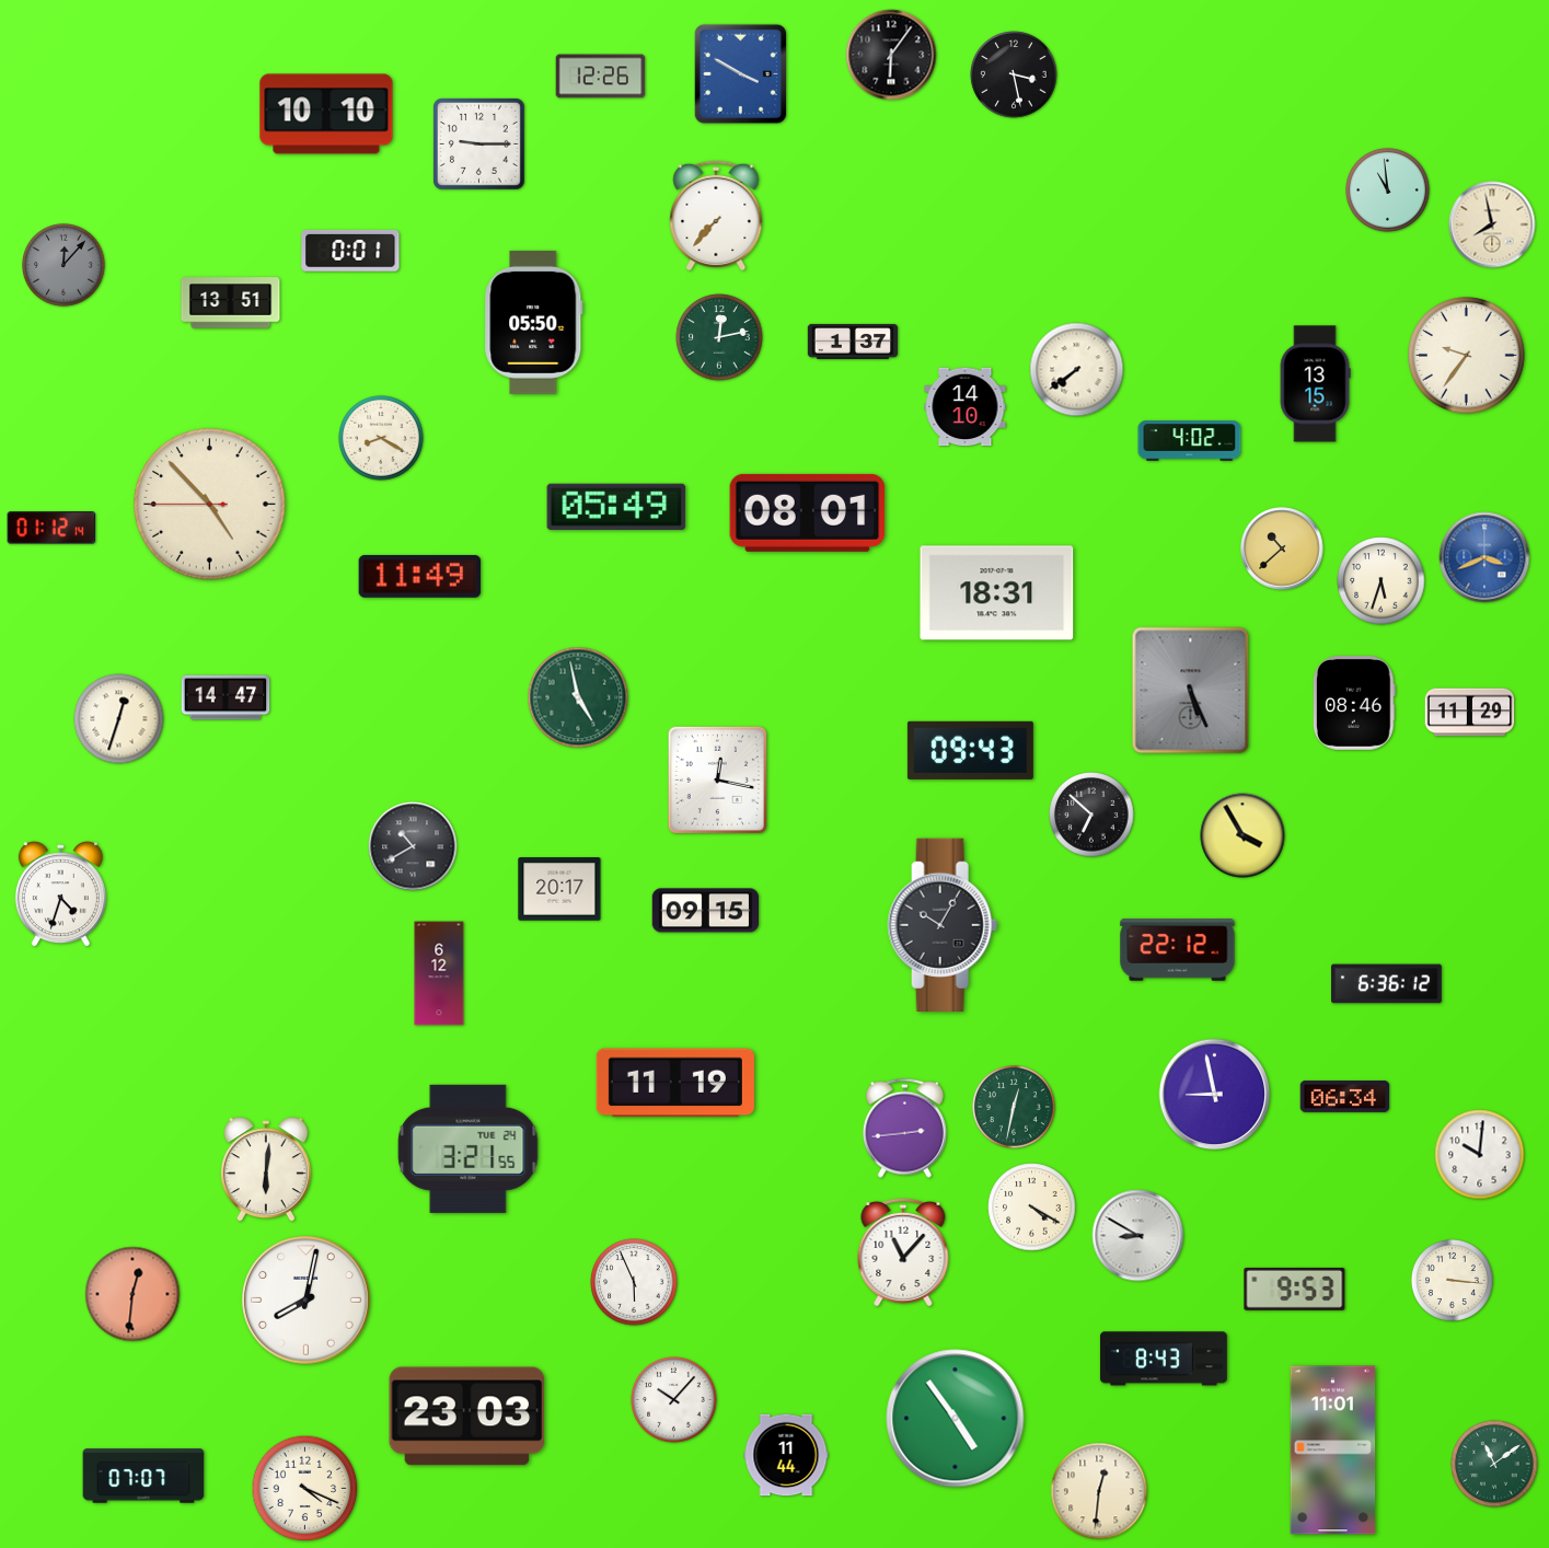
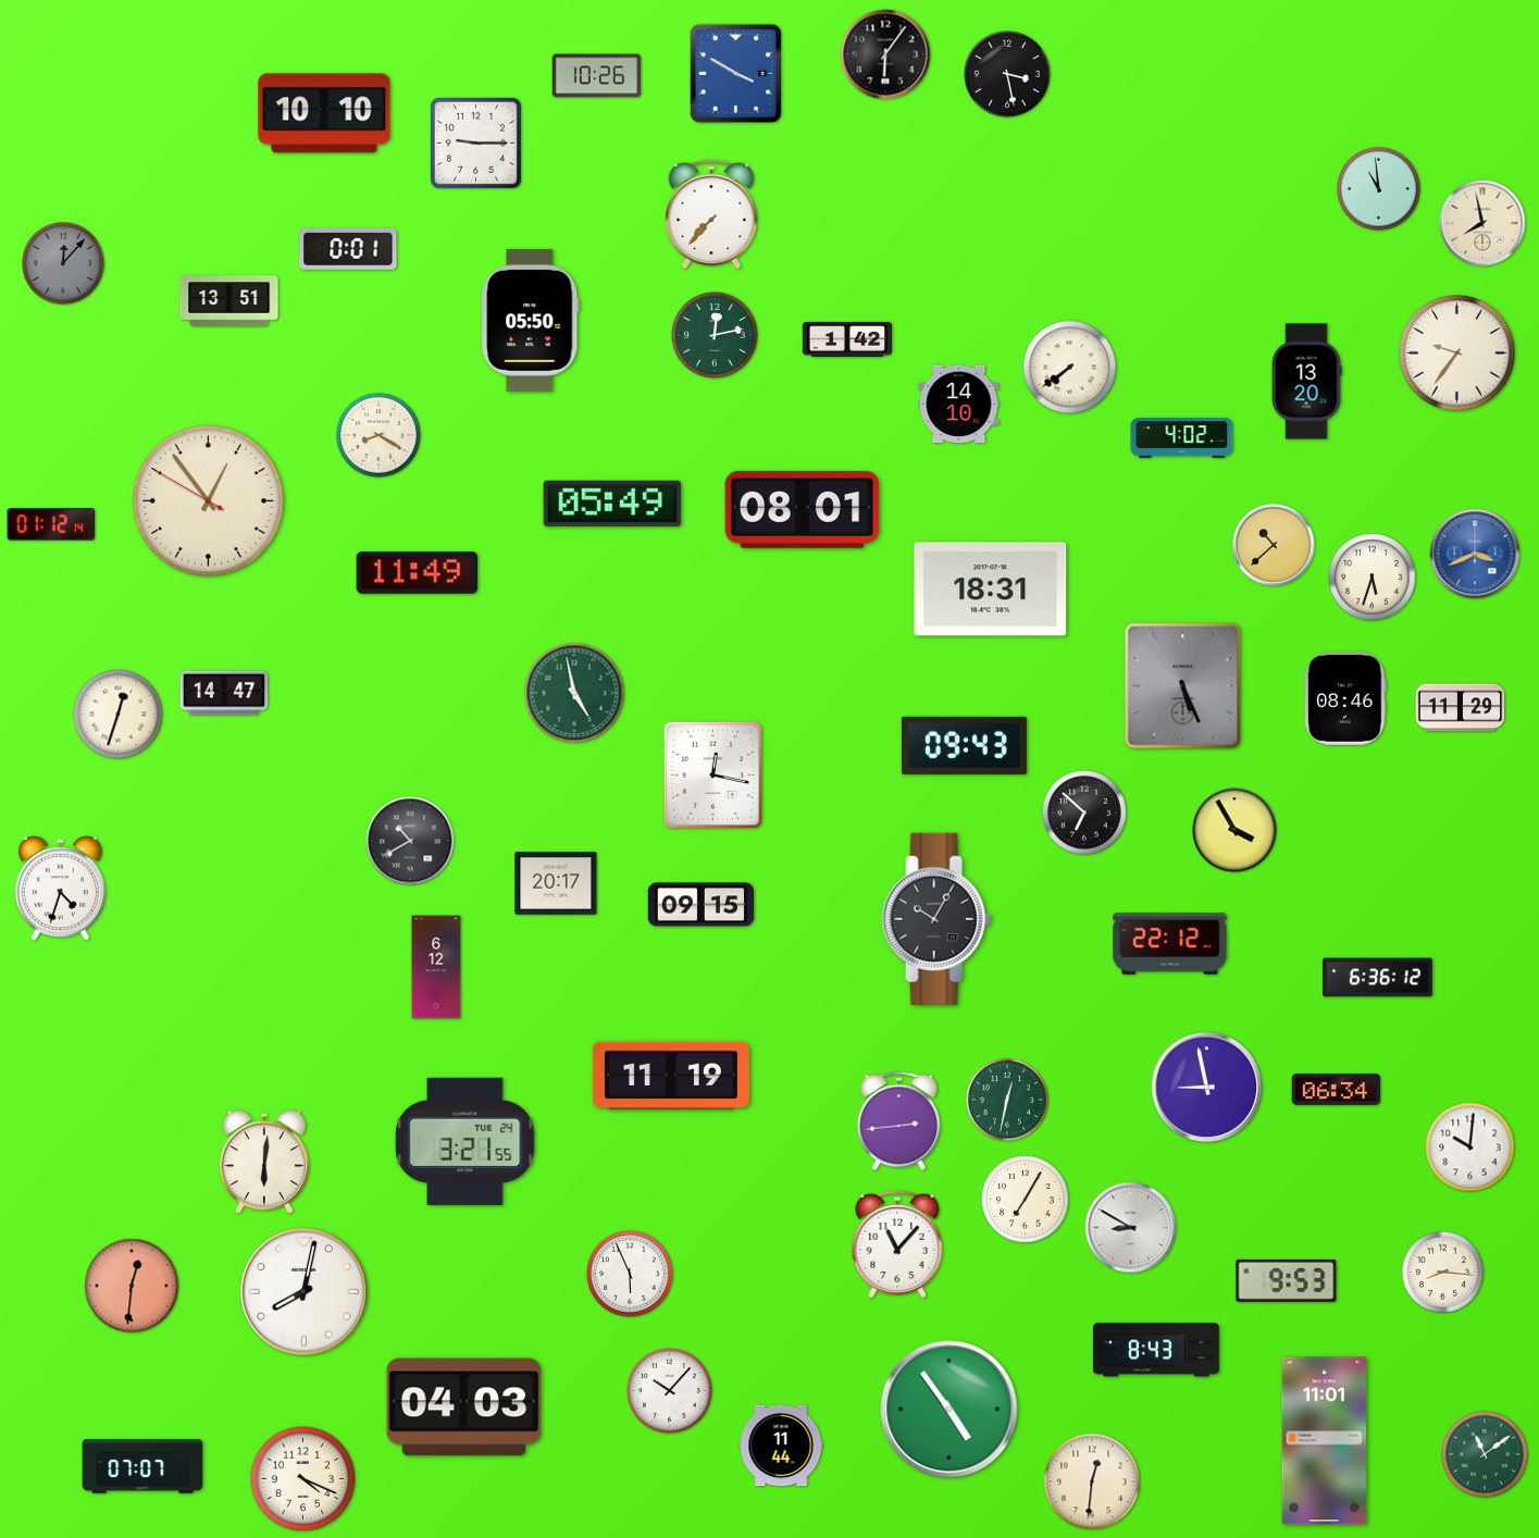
clock at (601, 77): 12:26 -> 10:26
clock at (853, 342): 1:37 -> 1:42
clock at (1315, 384): 13:15 -> 13:20
clock at (210, 505): 4:52 -> 12:53
clock at (1091, 815) position: (1091, 815) -> (1084, 813)
clock at (1032, 1208): 4:20 -> 7:05
clock at (1452, 1280): 3:16 -> 8:16
clock at (467, 1417): 23:03 -> 04:03
